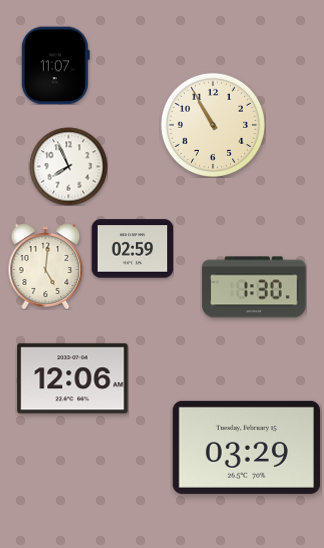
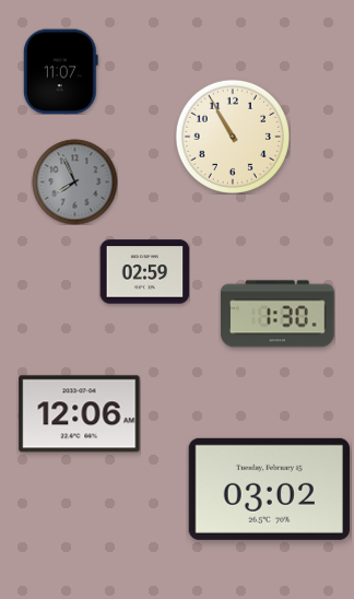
clock at (68, 166) dial: white -> grey
clock at (46, 266): 5:01 -> none
clock at (246, 447): 03:29 -> 03:02
